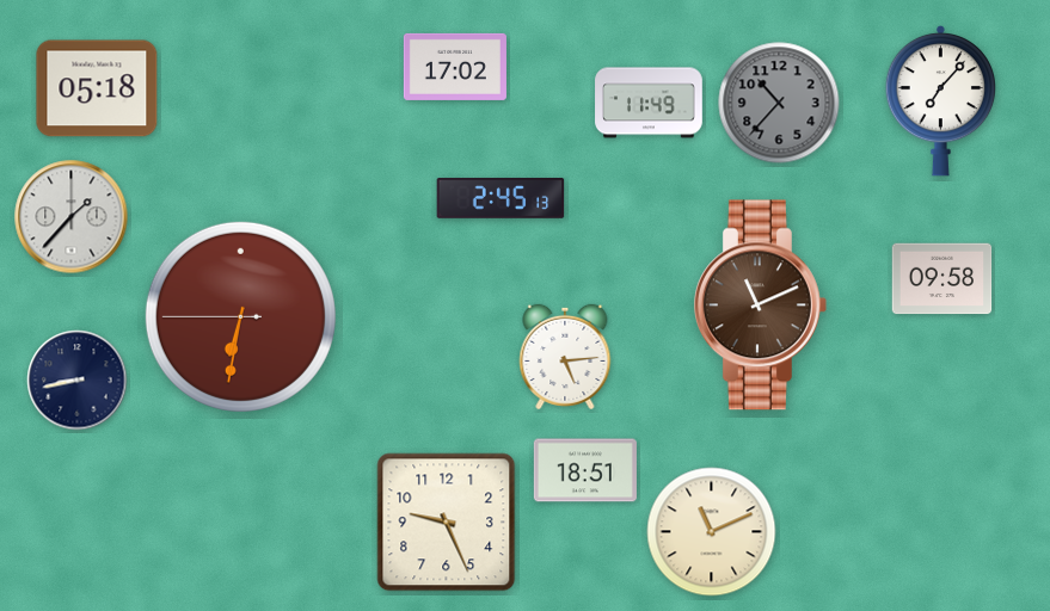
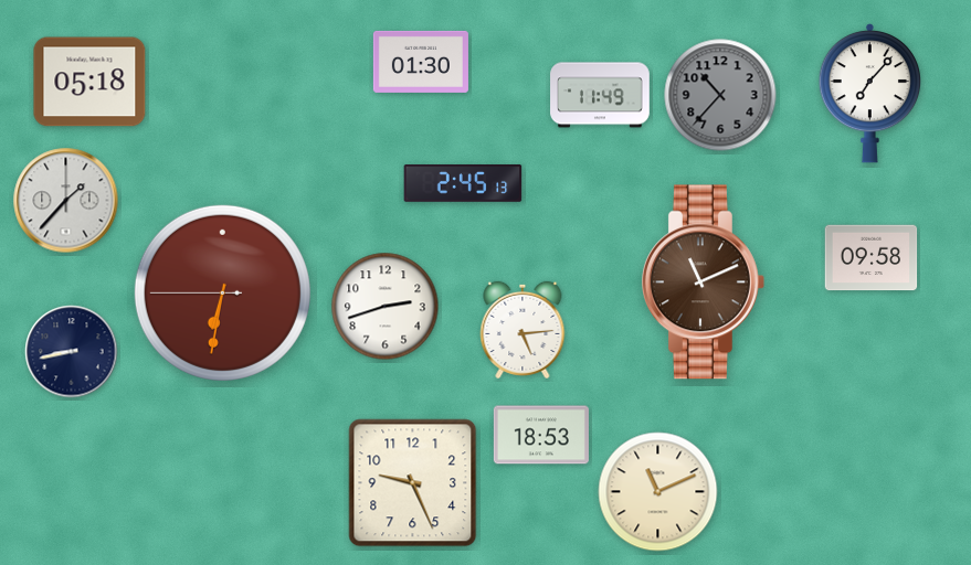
clock at (455, 67): 17:02 -> 01:30
clock at (386, 307): none -> 2:42
clock at (585, 470): 18:51 -> 18:53
